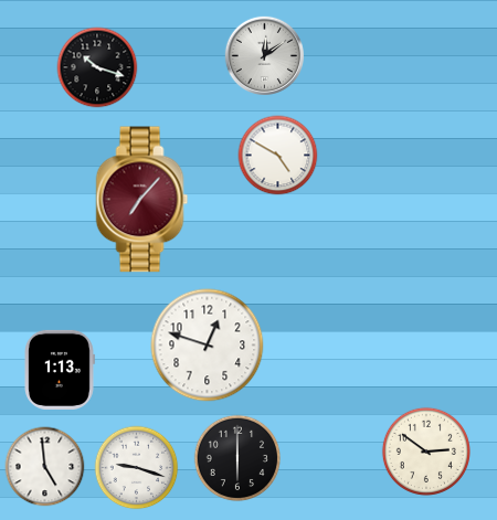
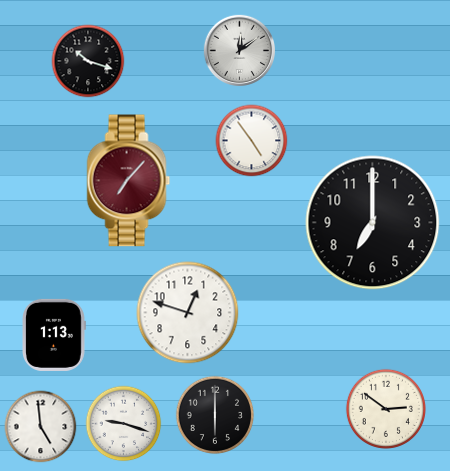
clock at (278, 156): 4:50 -> 4:54
clock at (373, 223): none -> 7:00
clock at (45, 467) position: (45, 467) -> (41, 427)
